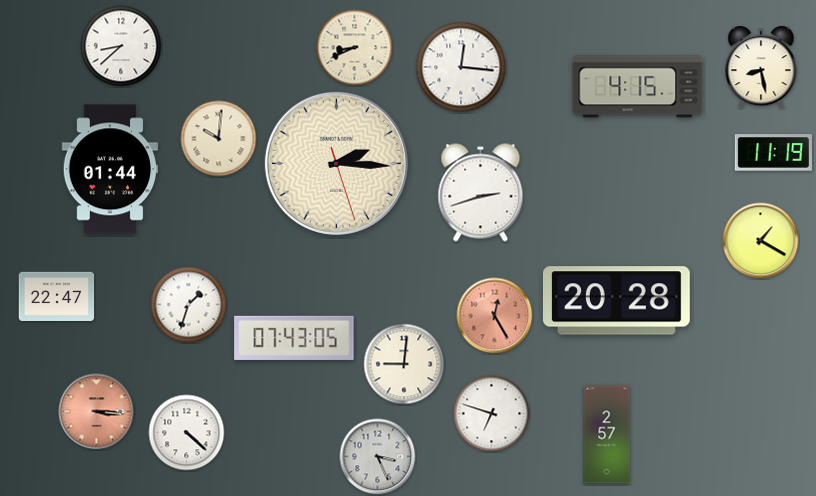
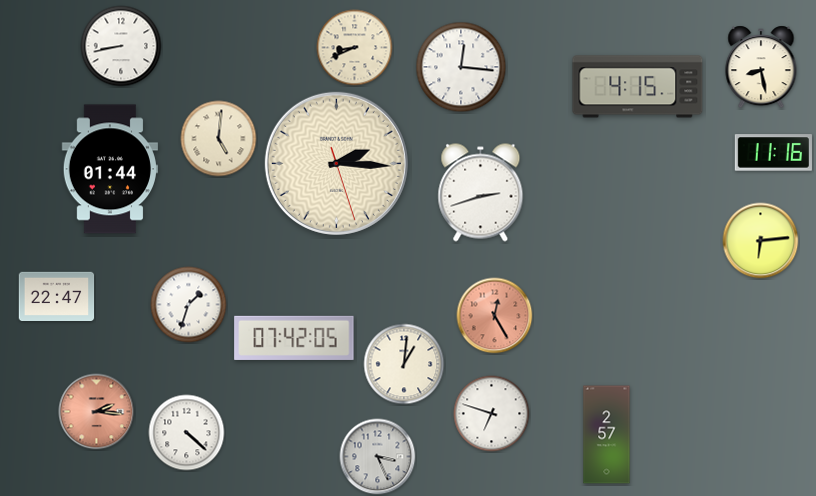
clock at (121, 46): 8:38 -> 8:43
clock at (219, 139): 10:01 -> 5:01
clock at (773, 153): 11:19 -> 11:16
clock at (761, 241): 1:20 -> 6:14
clock at (616, 301): 20:28 -> none
clock at (294, 338): 07:43 -> 07:42
clock at (404, 364): 9:01 -> 1:01
clock at (97, 412): 3:16 -> 2:16
